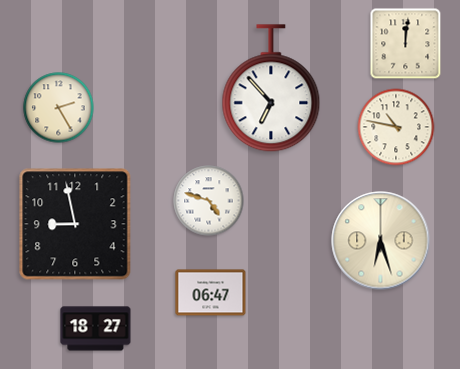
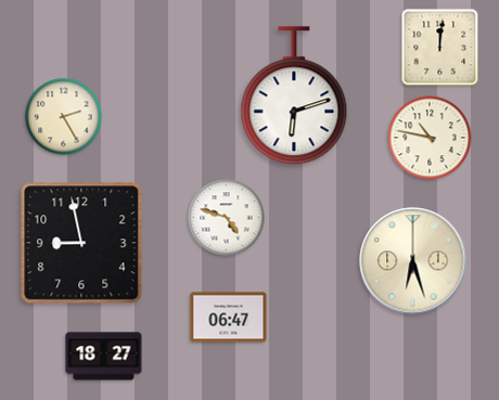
clock at (271, 89): 6:53 -> 6:12
